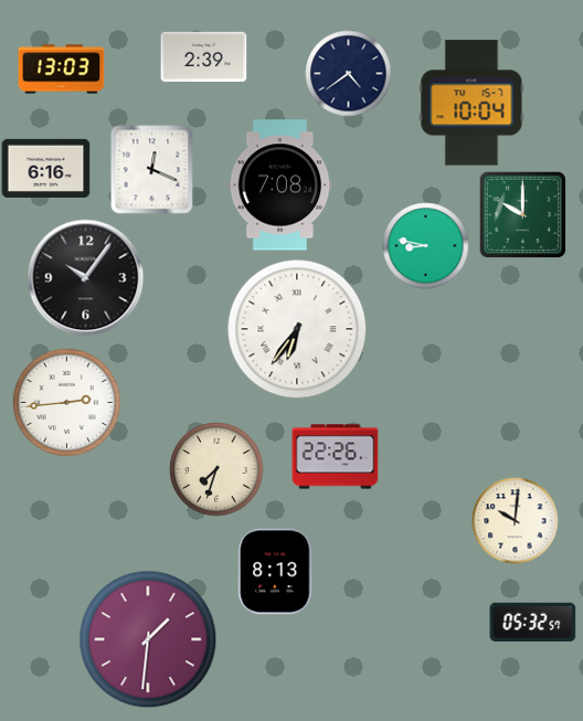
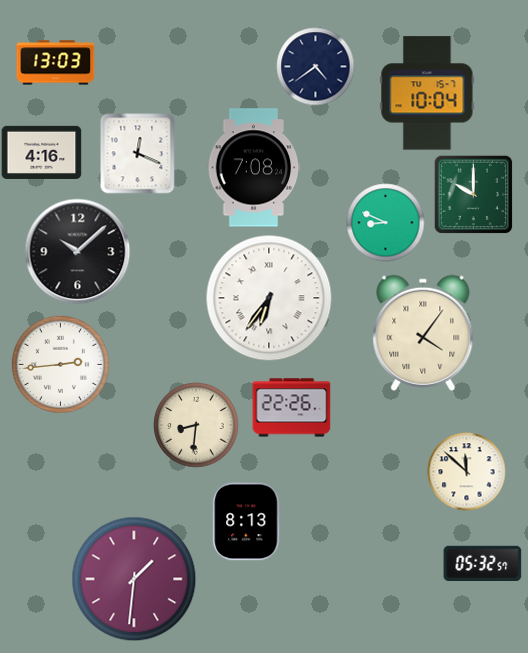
clock at (203, 56): 2:39 -> none
clock at (45, 168): 6:16 -> 4:16
clock at (425, 245): 8:47 -> 8:49
clock at (85, 277): 10:06 -> 10:08
clock at (423, 333): none -> 4:06
clock at (335, 457) position: (335, 457) -> (291, 408)
clock at (216, 469): 7:33 -> 8:31
clock at (515, 520): 10:01 -> 11:52
clock at (276, 571) position: (276, 571) -> (247, 521)
